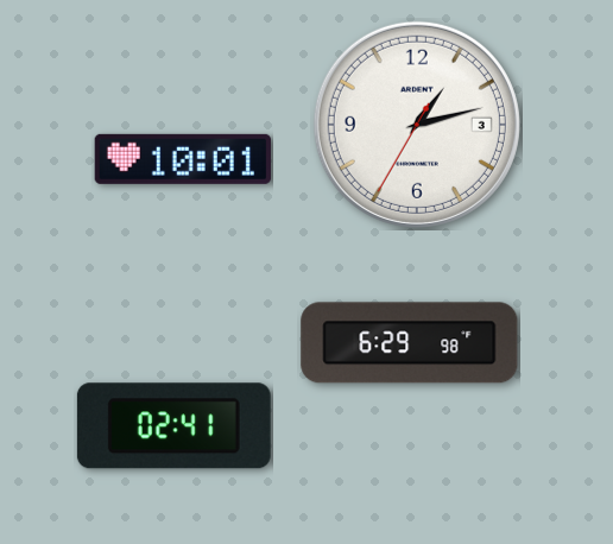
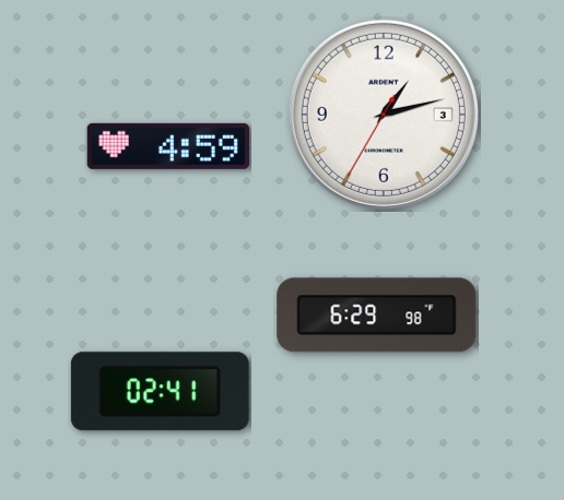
clock at (183, 159): 10:01 -> 4:59
